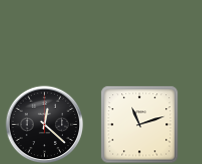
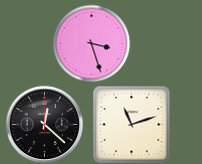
clock at (91, 43): none -> 3:27
clock at (139, 124) position: (139, 124) -> (131, 124)
